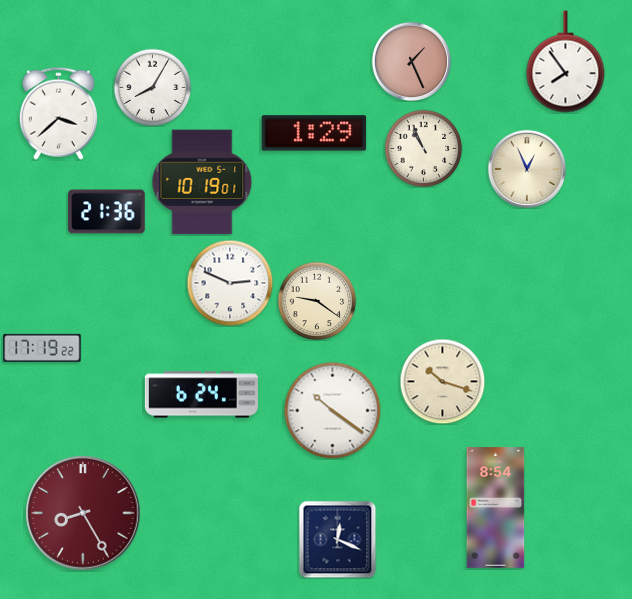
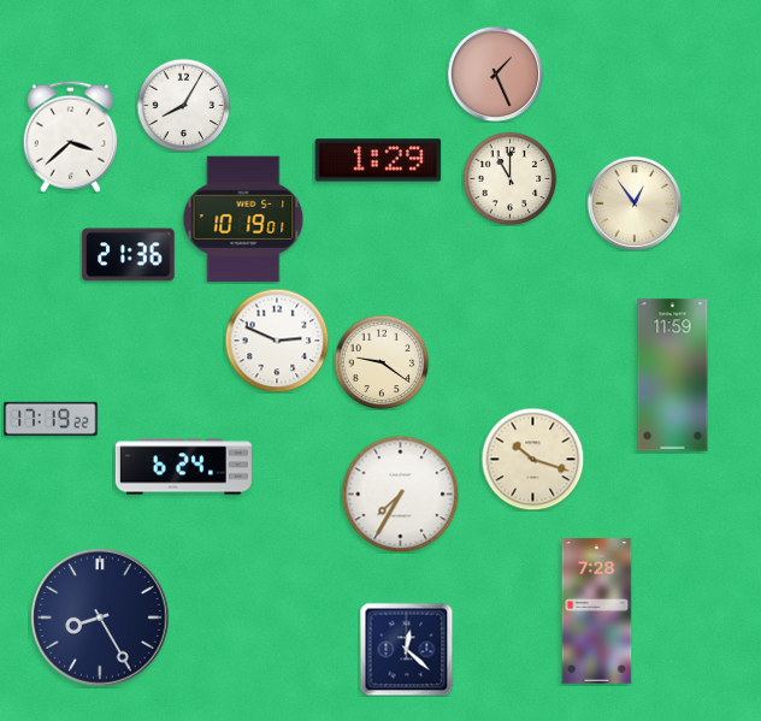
clock at (566, 62): 7:54 -> none
clock at (423, 148): 10:56 -> 11:00
clock at (526, 168): 12:56 -> 12:54
clock at (673, 376): none -> 11:59
clock at (201, 395) position: (201, 395) -> (183, 467)
clock at (332, 410): 10:21 -> 7:35
clock at (496, 508): 8:54 -> 7:28
clock at (83, 513) dial: burgundy -> navy
clock at (337, 539): 12:19 -> 12:22
